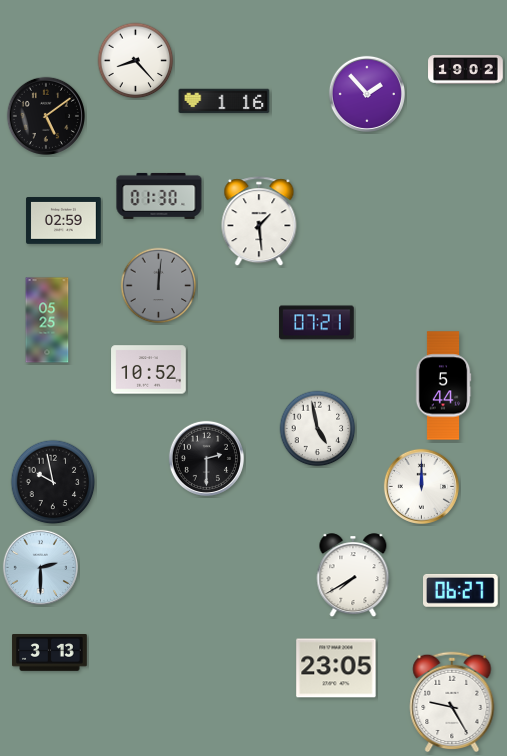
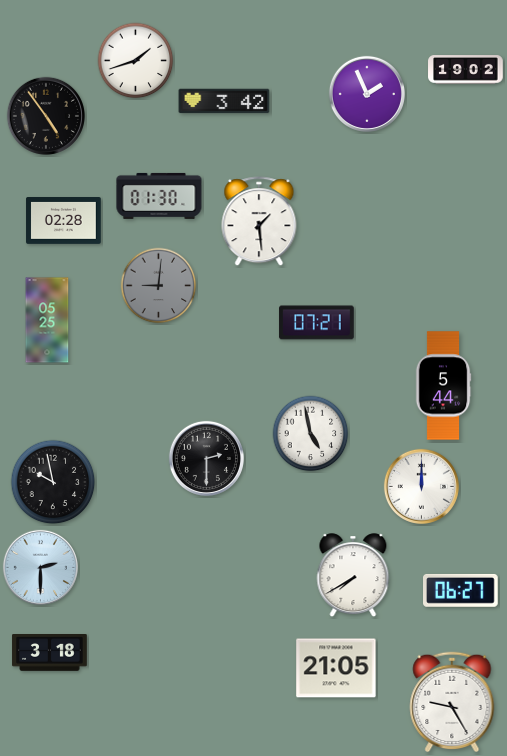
clock at (136, 61): 8:23 -> 1:42
clock at (367, 94): 1:53 -> 1:56
clock at (224, 101): 1:16 -> 3:42
clock at (45, 115): 5:09 -> 4:54
clock at (64, 221): 02:59 -> 02:28
clock at (159, 286): 12:01 -> 9:01
clock at (149, 370): 10:52 -> none
clock at (318, 429) position: (318, 429) -> (311, 434)
clock at (50, 653): 3:13 -> 3:18
clock at (336, 668): 23:05 -> 21:05
